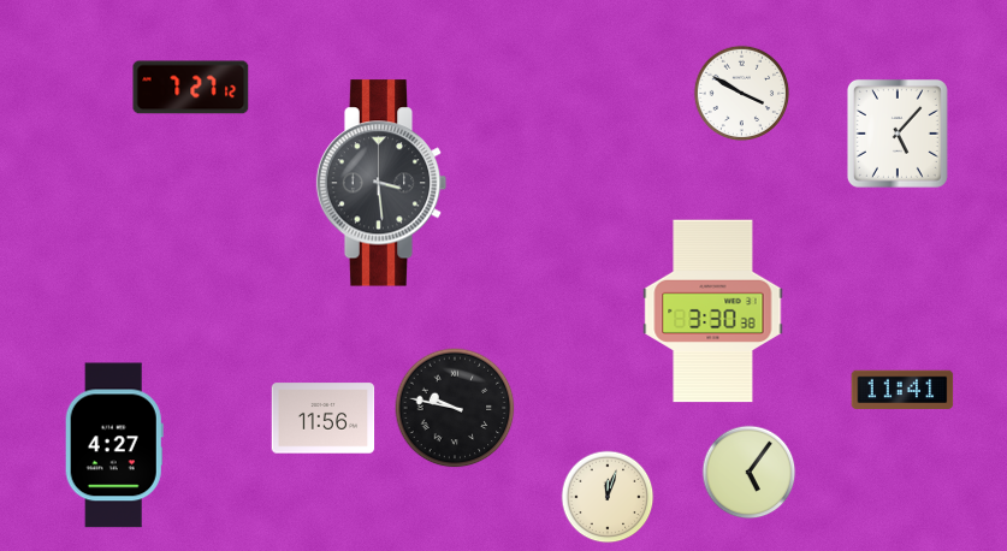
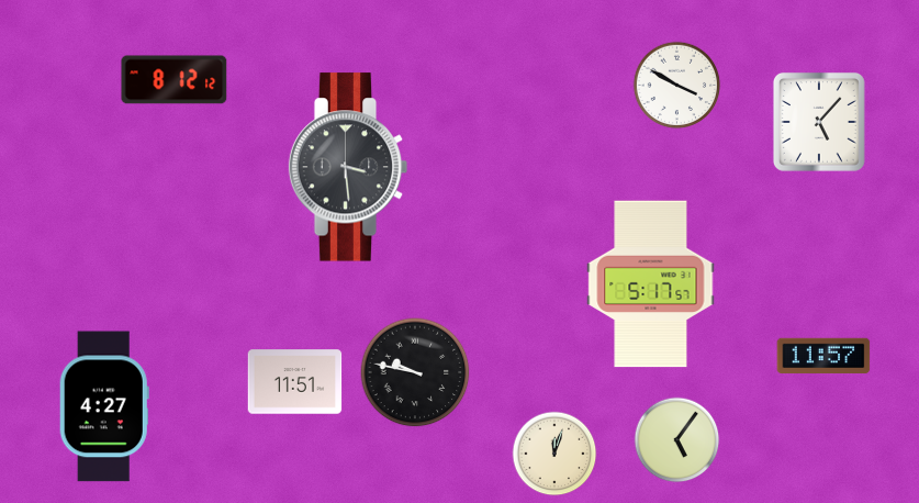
clock at (191, 88): 7:27 -> 8:12
clock at (713, 312): 3:30 -> 5:17
clock at (902, 389): 11:41 -> 11:57
clock at (324, 419): 11:56 -> 11:51
clock at (750, 473) position: (750, 473) -> (677, 440)
